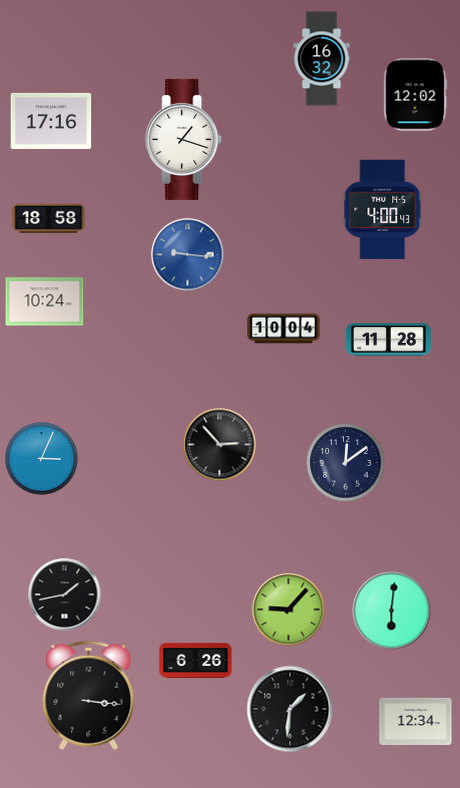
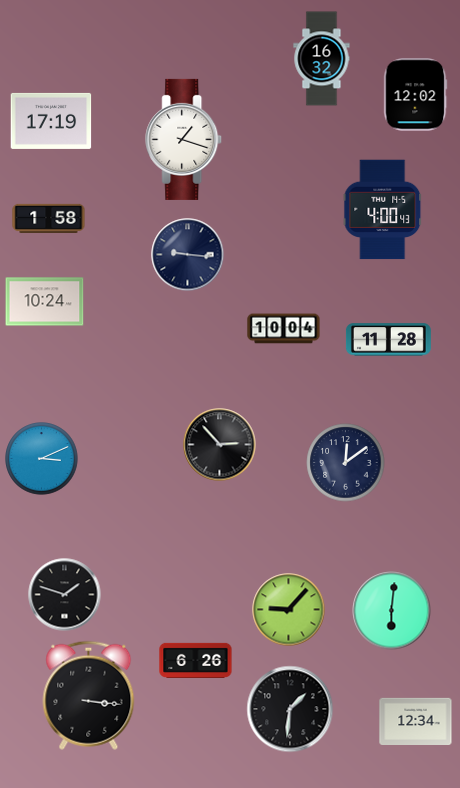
clock at (51, 121): 17:16 -> 17:19
clock at (49, 218): 18:58 -> 1:58
clock at (188, 255) dial: blue -> navy
clock at (42, 459): 3:04 -> 3:11
clock at (65, 595): 1:43 -> 1:48
